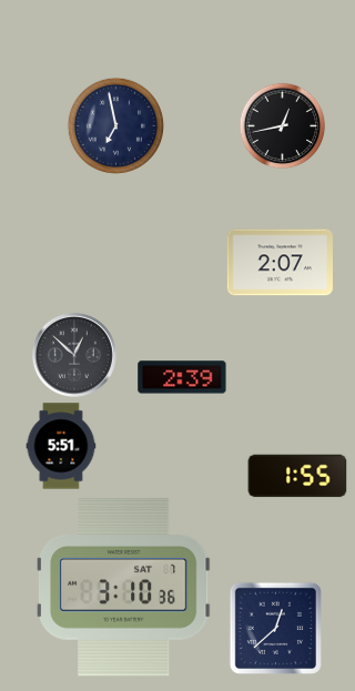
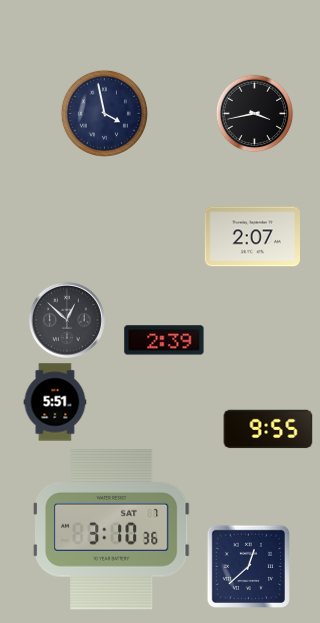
clock at (115, 125): 6:58 -> 3:58
clock at (283, 126): 12:43 -> 3:43
clock at (297, 476): 1:55 -> 9:55
